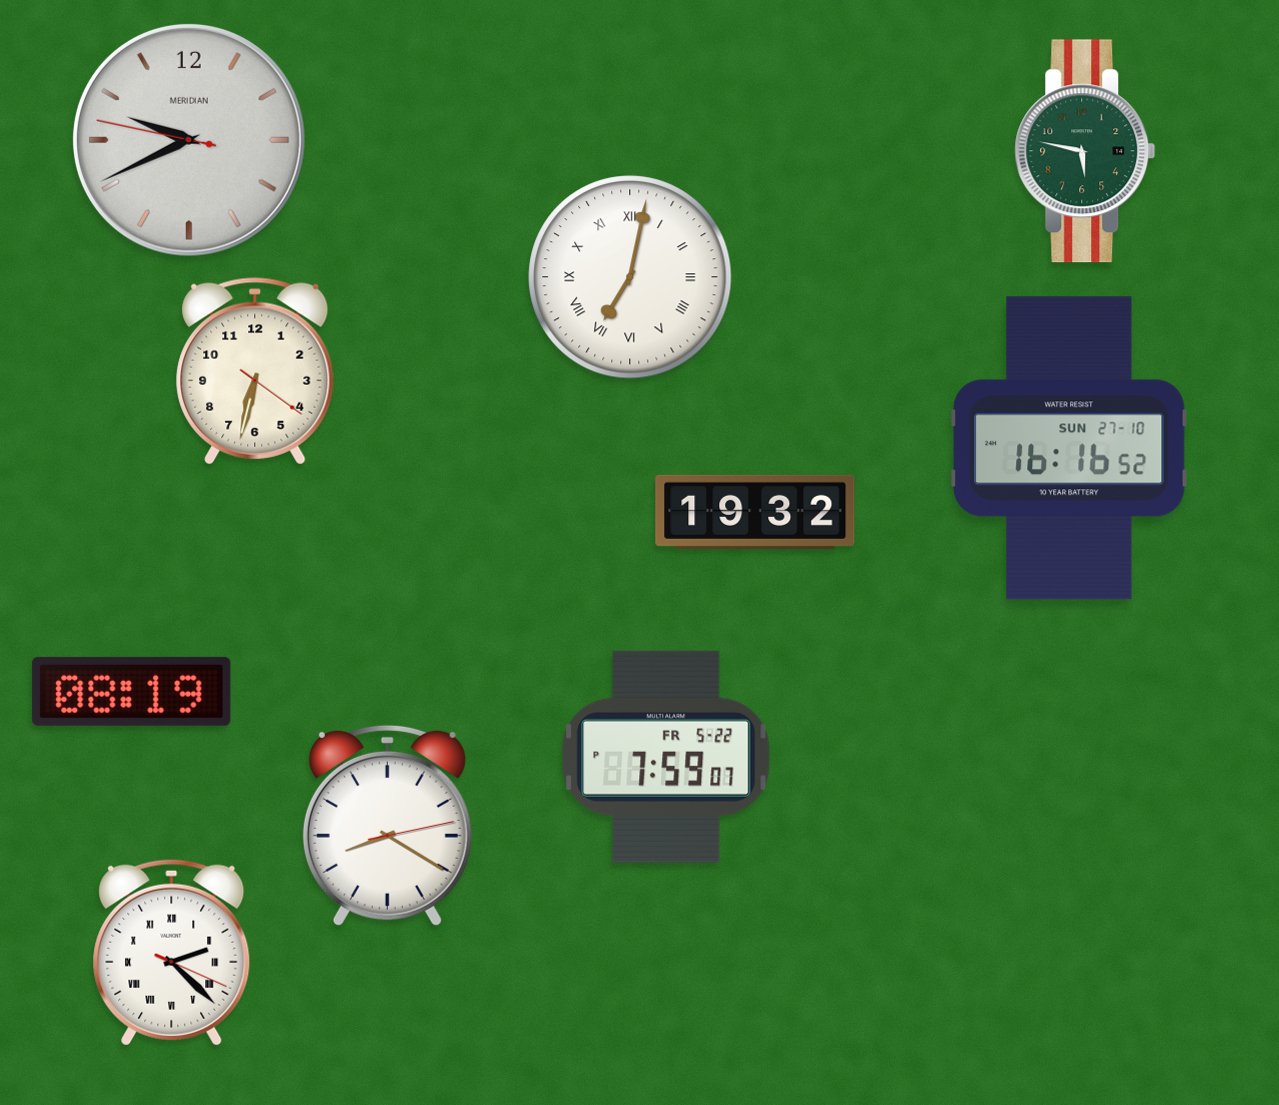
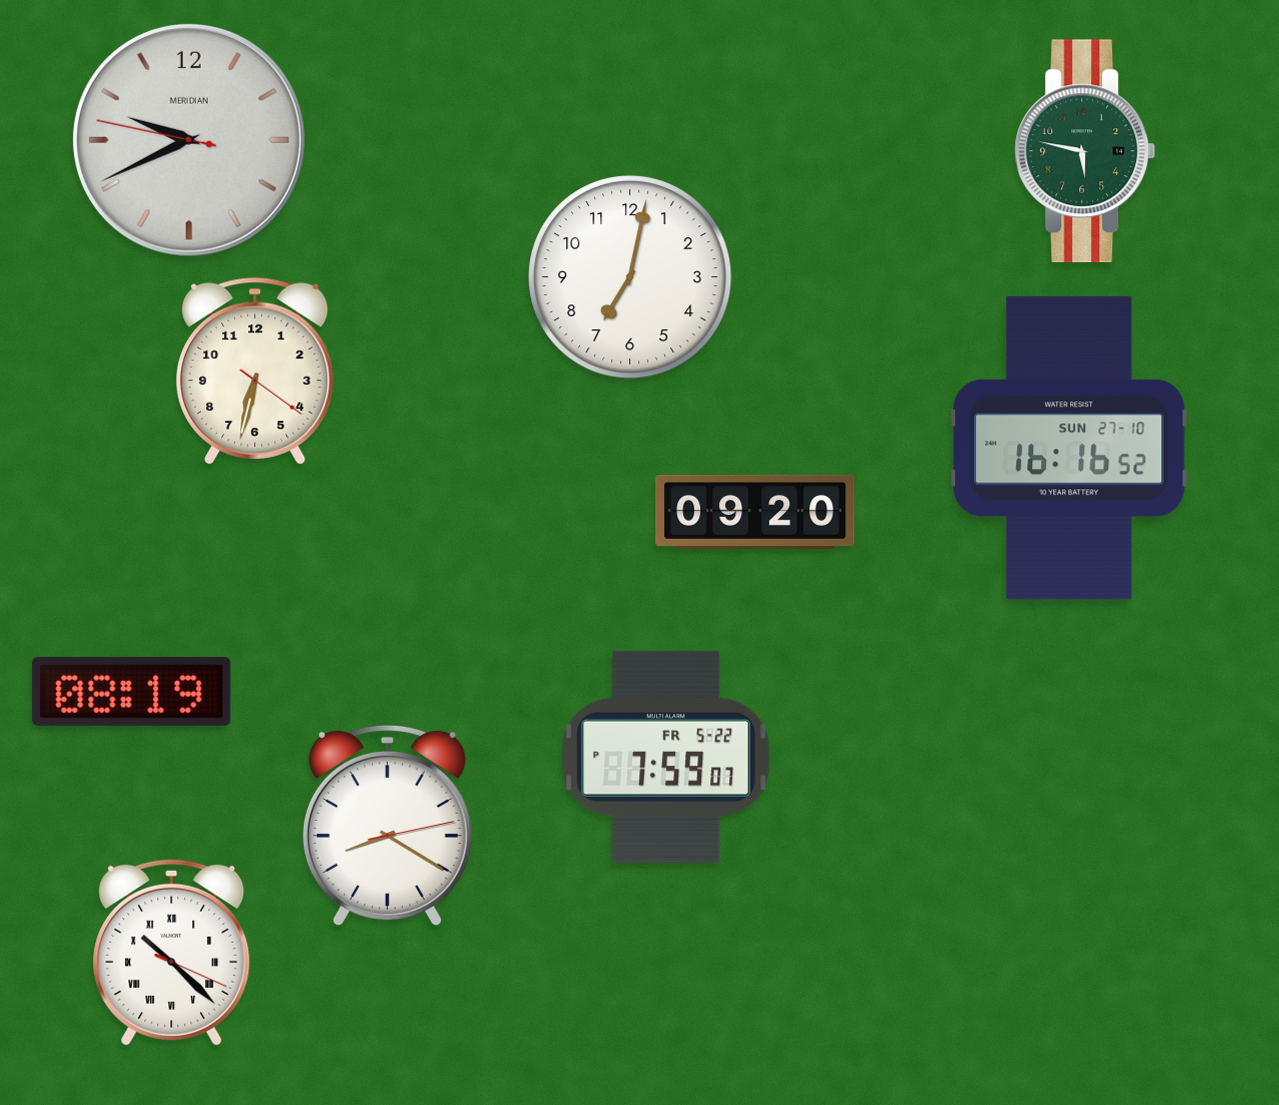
clock at (630, 277) numerals: Roman -> Arabic
clock at (755, 512): 19:32 -> 09:20
clock at (172, 952): 2:22 -> 10:22
